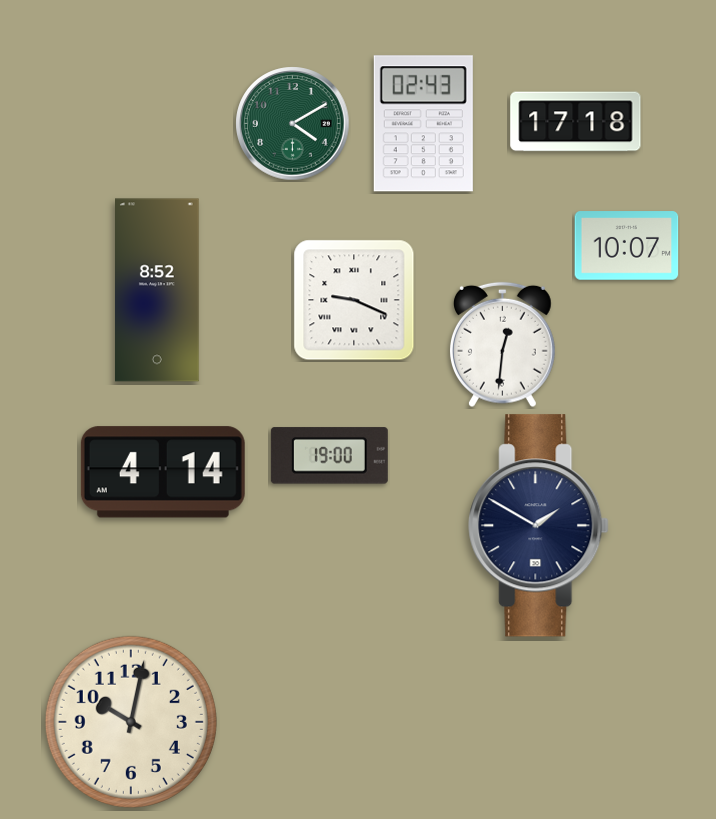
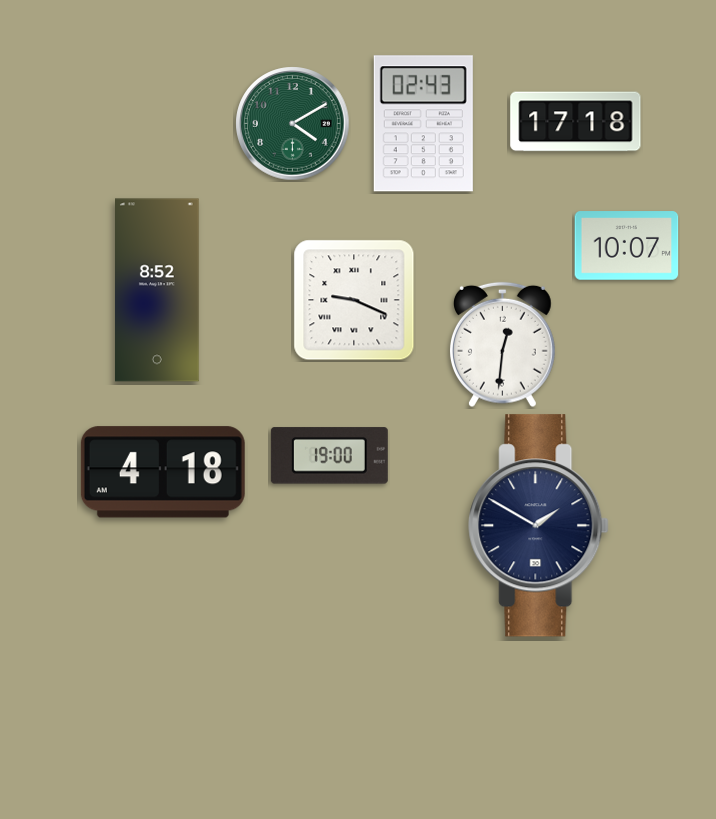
clock at (163, 472): 4:14 -> 4:18
clock at (131, 722): 10:02 -> none
